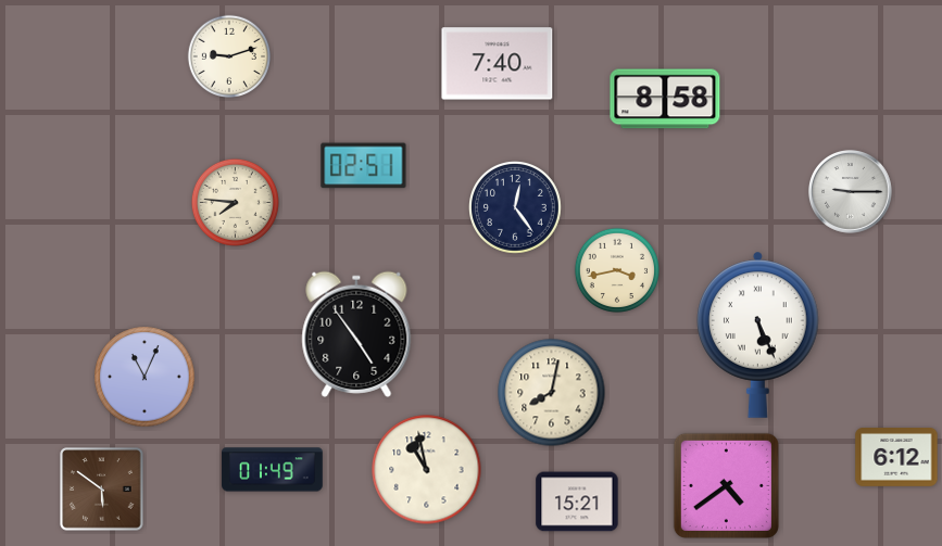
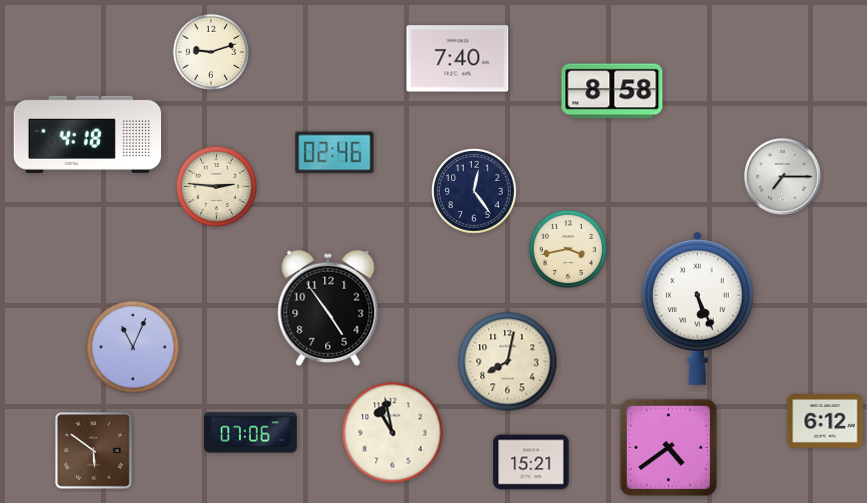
clock at (88, 134): none -> 4:18
clock at (364, 166): 02:51 -> 02:46
clock at (851, 192): 9:15 -> 7:15
clock at (235, 202): 7:46 -> 2:46
clock at (273, 470): 01:49 -> 07:06
